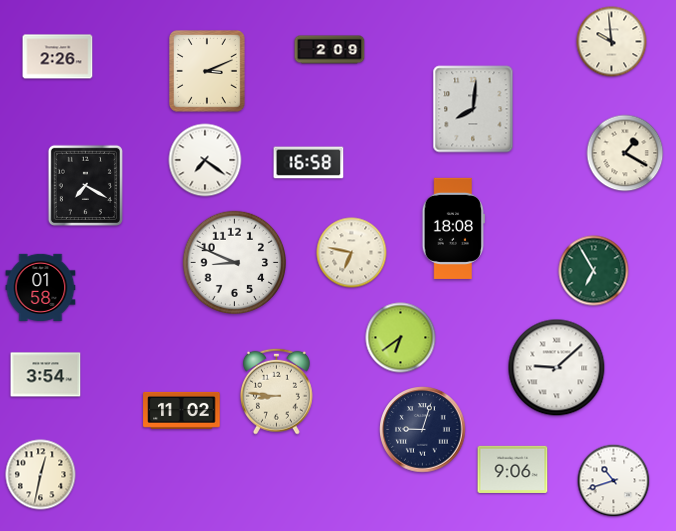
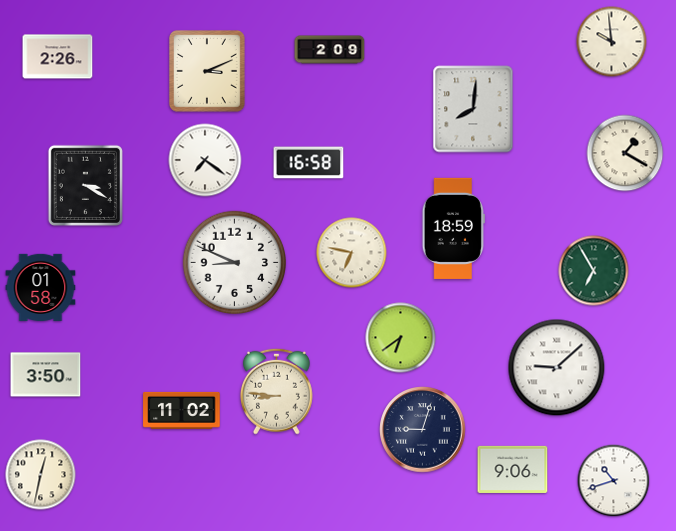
clock at (85, 185): 7:20 -> 3:20
clock at (453, 228): 18:08 -> 18:59
clock at (46, 375): 3:54 -> 3:50
